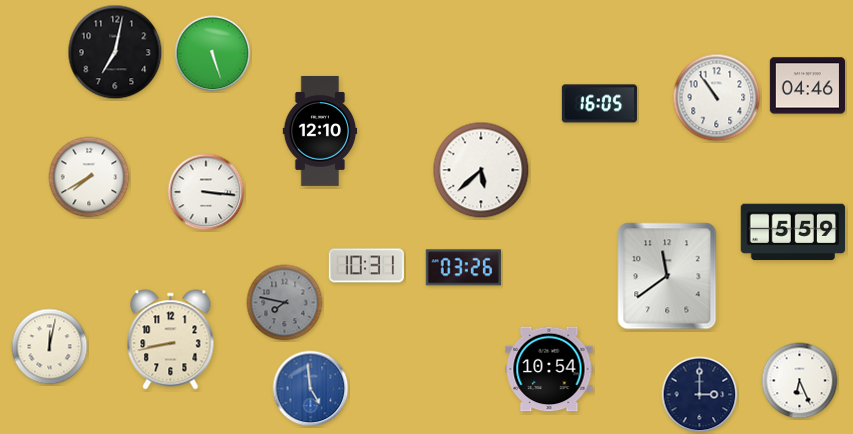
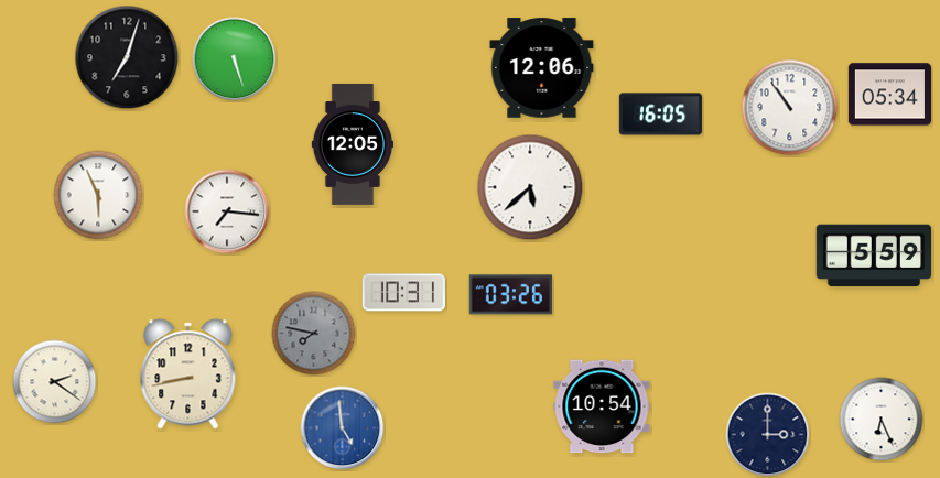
clock at (115, 52): 7:02 -> 7:03
clock at (542, 68): none -> 12:06
clock at (807, 86): 04:46 -> 05:34
clock at (320, 131): 12:10 -> 12:05
clock at (89, 177): 7:40 -> 5:56
clock at (206, 192): 3:16 -> 7:16
clock at (667, 276): 11:39 -> none
clock at (50, 347): 12:02 -> 2:21
clock at (549, 369) position: (549, 369) -> (602, 406)
clock at (700, 395) position: (700, 395) -> (768, 435)
